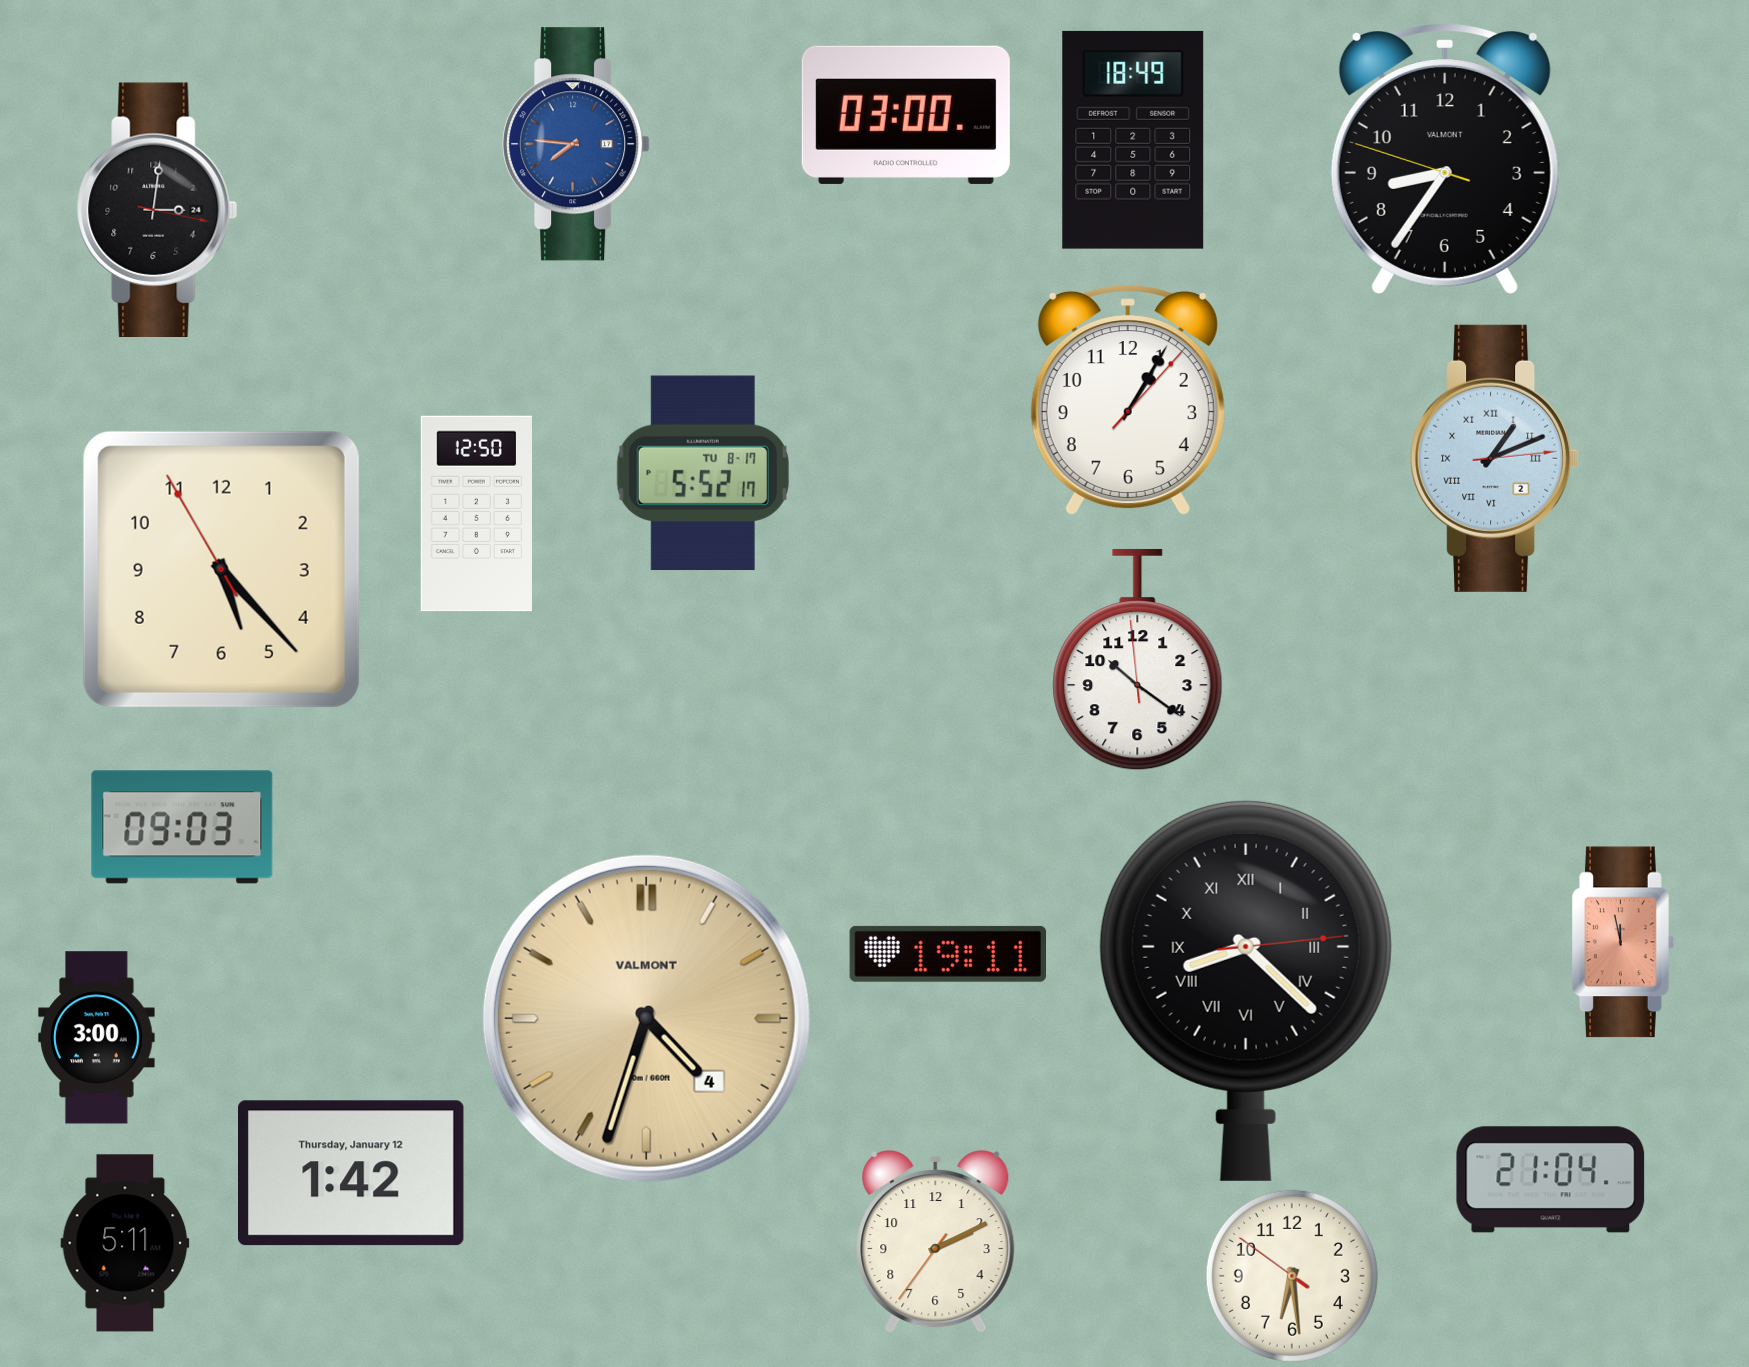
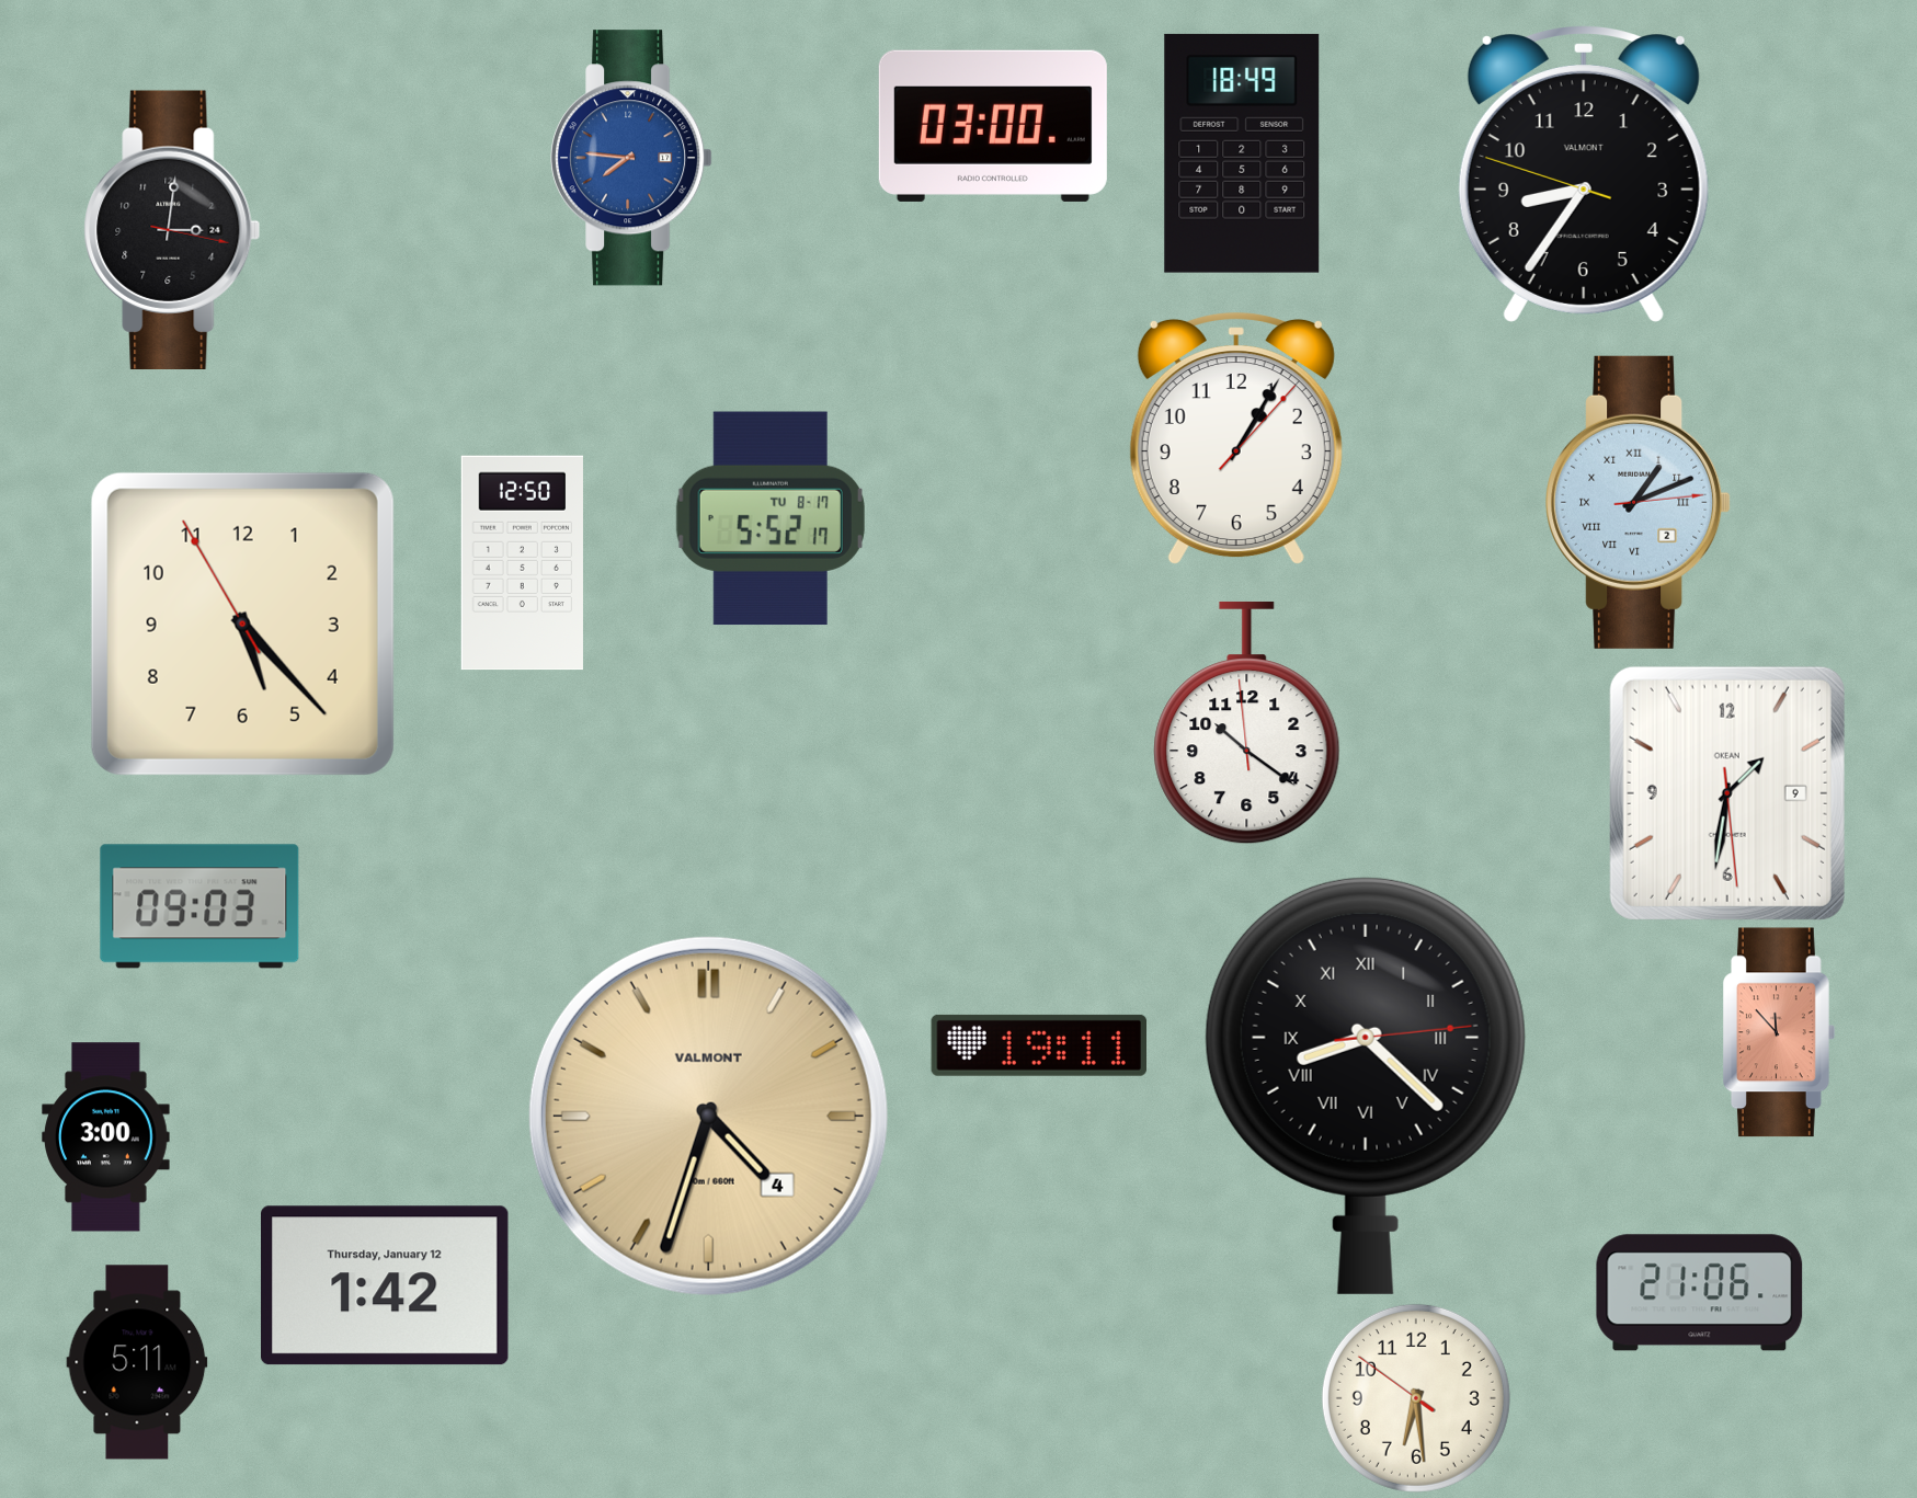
clock at (1727, 793): none -> 1:31
clock at (1624, 942): 11:58 -> 11:53
clock at (1551, 1180): 21:04 -> 21:06
clock at (936, 1242): 2:10 -> none
